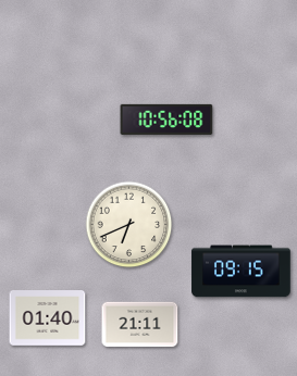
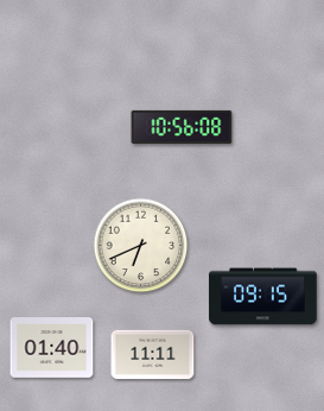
clock at (166, 120) position: (166, 120) -> (182, 127)
clock at (140, 325): 21:11 -> 11:11
